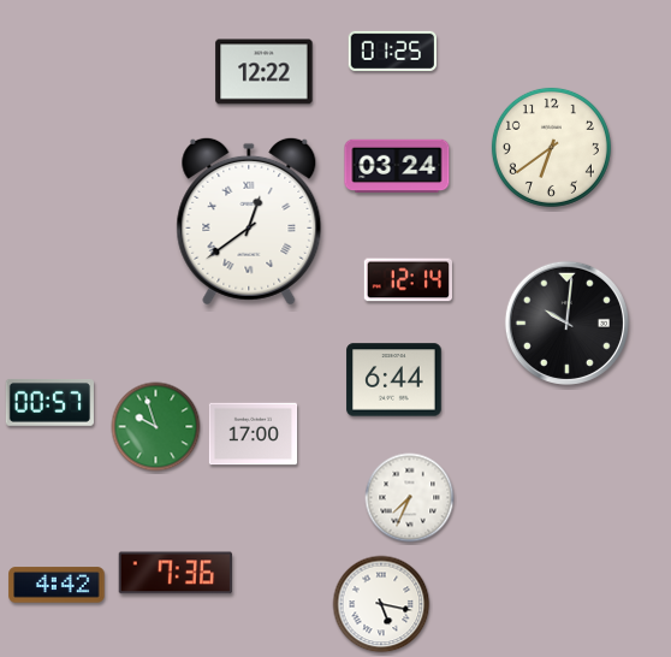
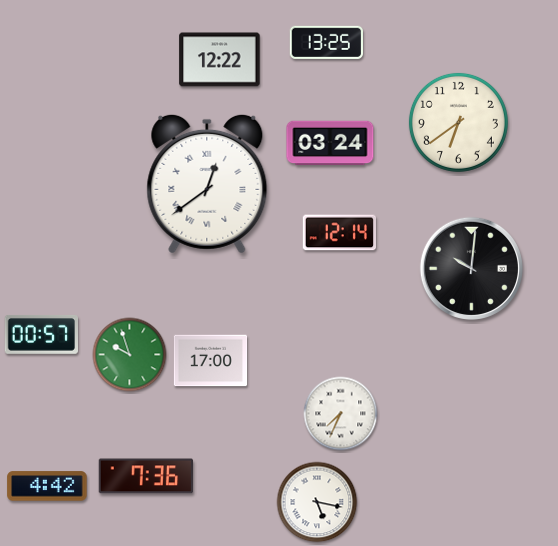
clock at (392, 51): 01:25 -> 13:25
clock at (397, 166) position: (397, 166) -> (330, 143)
clock at (394, 380): 6:44 -> none
